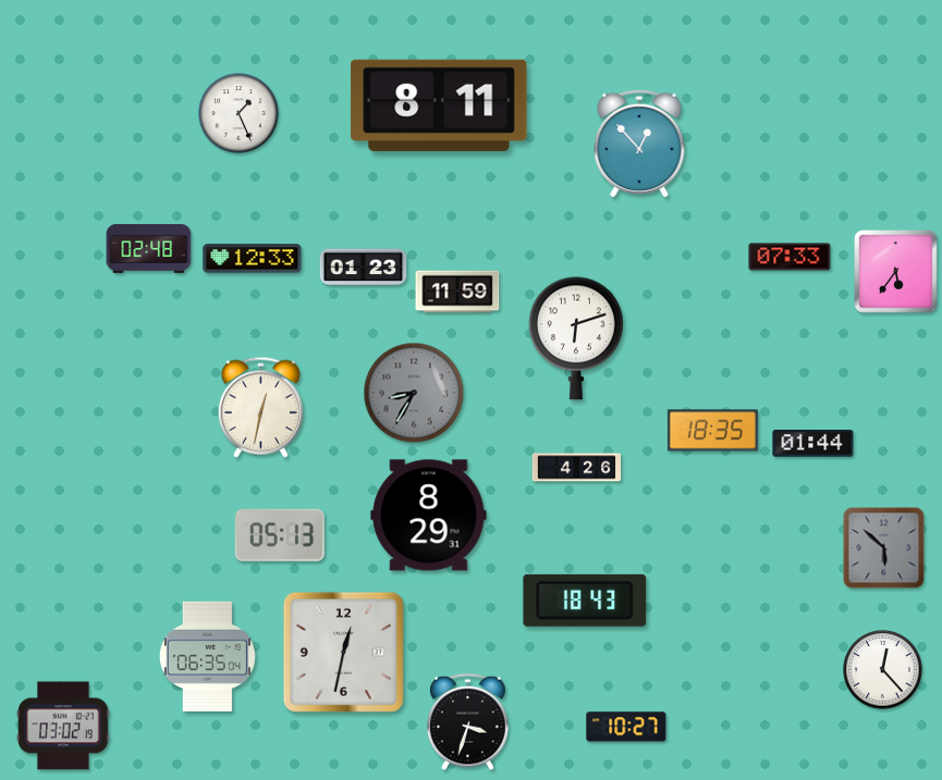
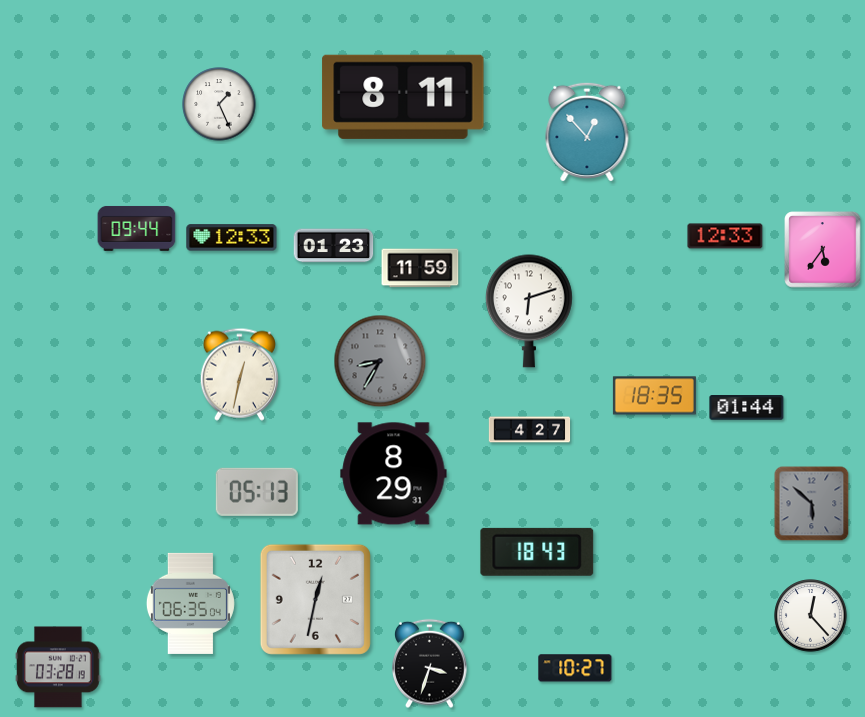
clock at (149, 248): 02:48 -> 09:44
clock at (790, 257): 07:33 -> 12:33
clock at (577, 468): 4:26 -> 4:27
clock at (63, 726): 03:02 -> 03:28
